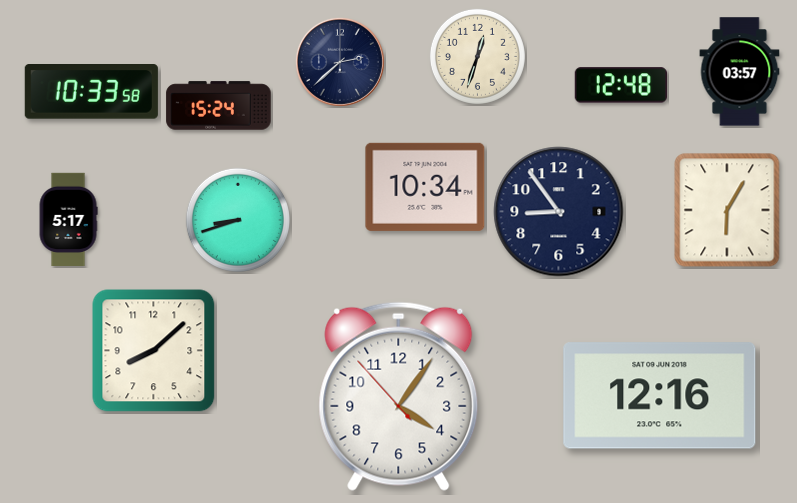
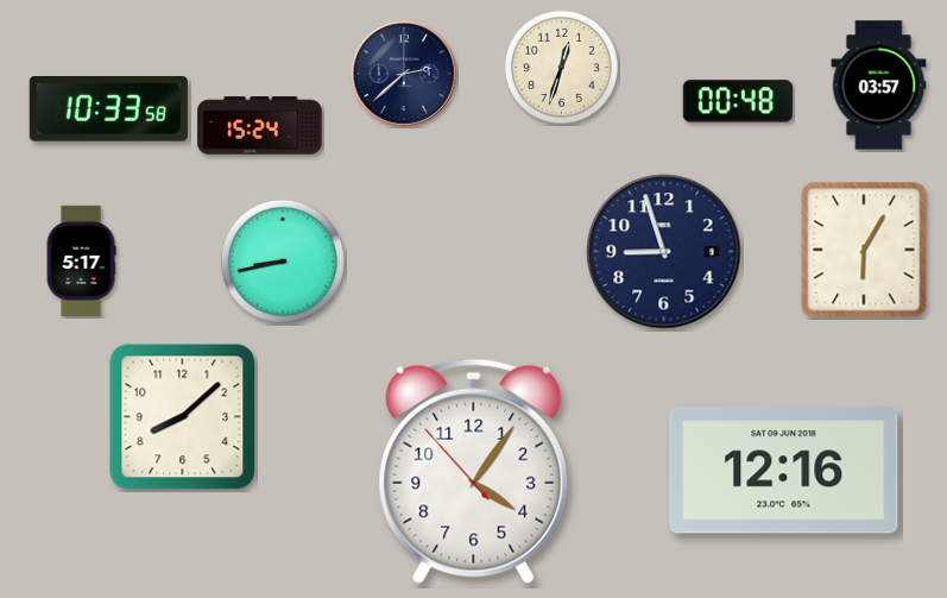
clock at (477, 56) position: (477, 56) -> (561, 67)
clock at (620, 85): 12:48 -> 00:48
clock at (425, 187): 10:34 -> none
clock at (559, 212): 8:54 -> 8:57
clock at (238, 220): 8:42 -> 8:43
